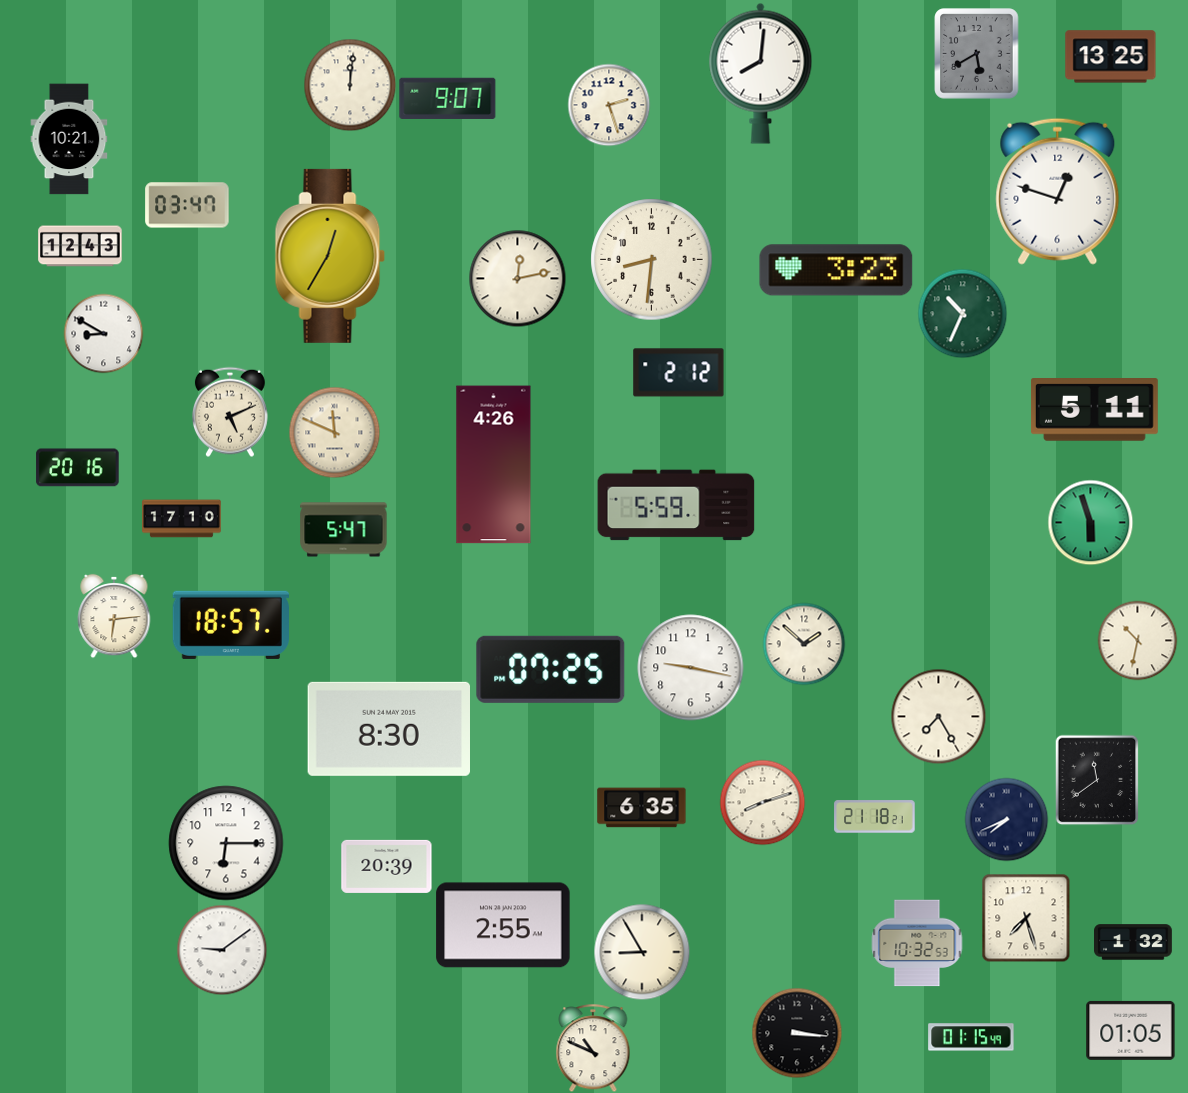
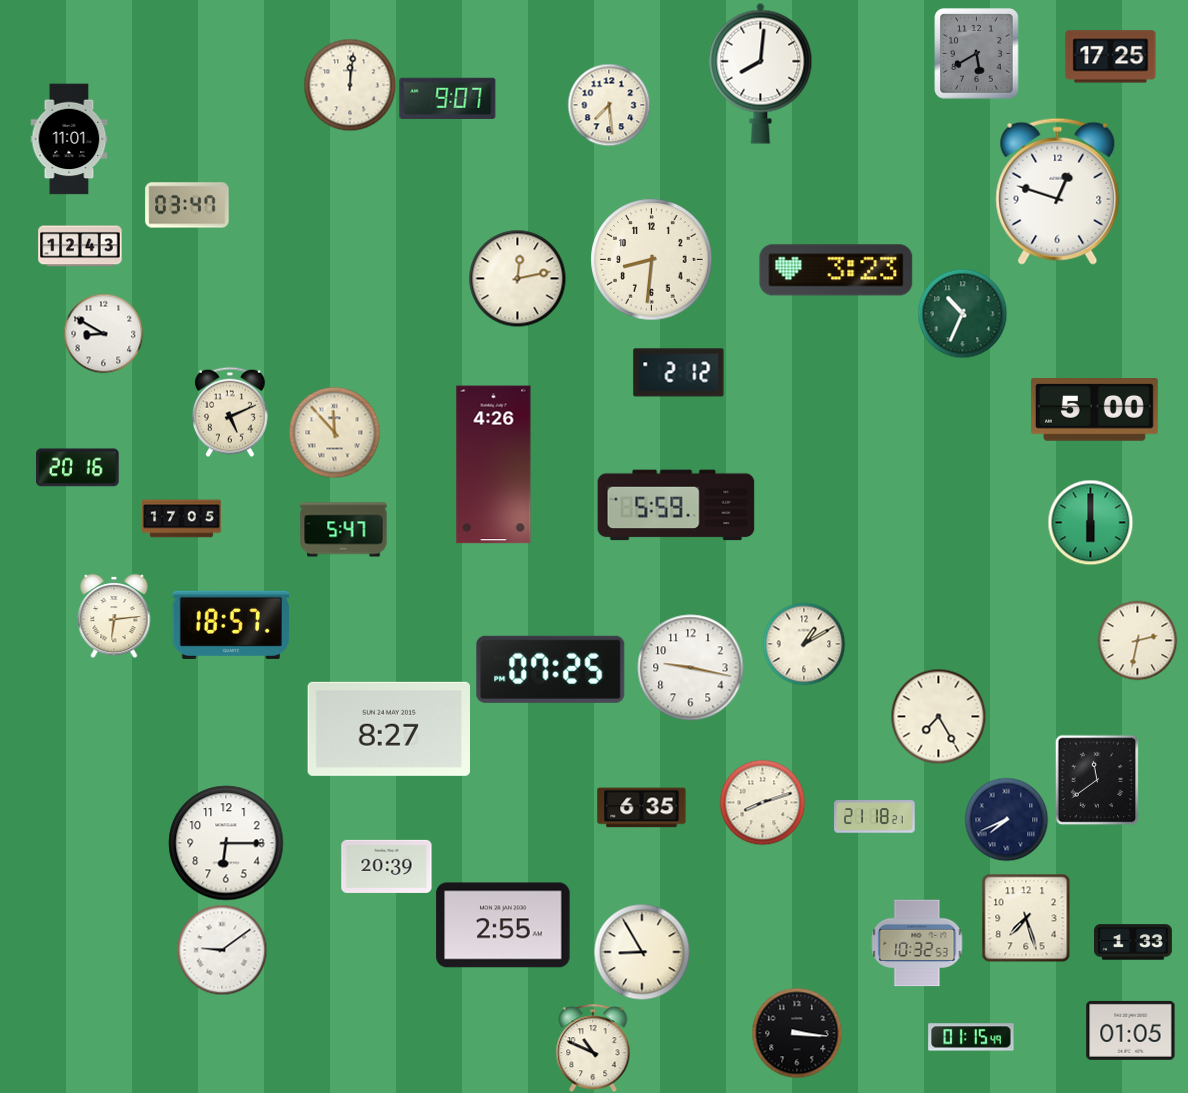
clock at (1111, 57): 13:25 -> 17:25
clock at (609, 105): 2:27 -> 7:29
clock at (69, 139): 10:21 -> 11:01
clock at (330, 256): 12:35 -> none
clock at (1094, 410): 5:11 -> 5:00
clock at (334, 432): 11:49 -> 11:53
clock at (182, 519): 17:10 -> 17:05
clock at (1090, 522): 5:57 -> 6:00
clock at (1137, 640): 10:32 -> 2:32
clock at (804, 644): 1:52 -> 1:10
clock at (388, 729): 8:30 -> 8:27
clock at (1134, 942): 1:32 -> 1:33
